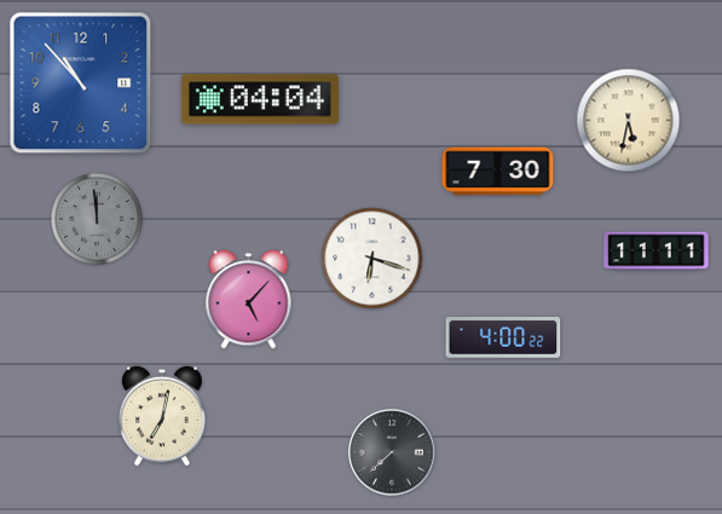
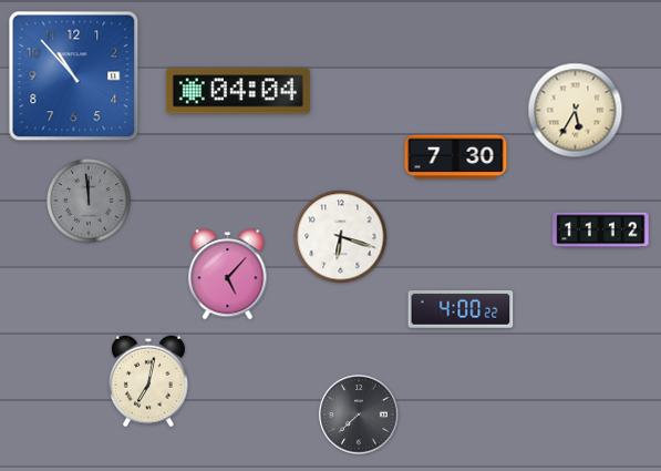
clock at (629, 121): 5:32 -> 5:35
clock at (657, 252): 11:11 -> 11:12
